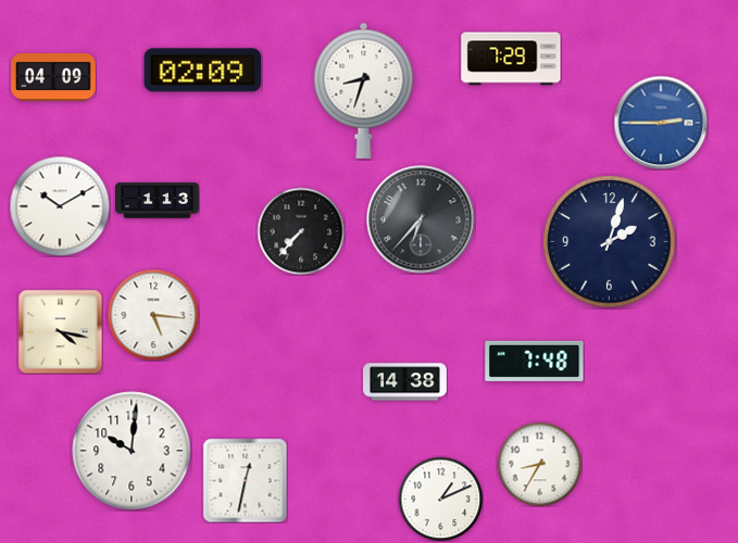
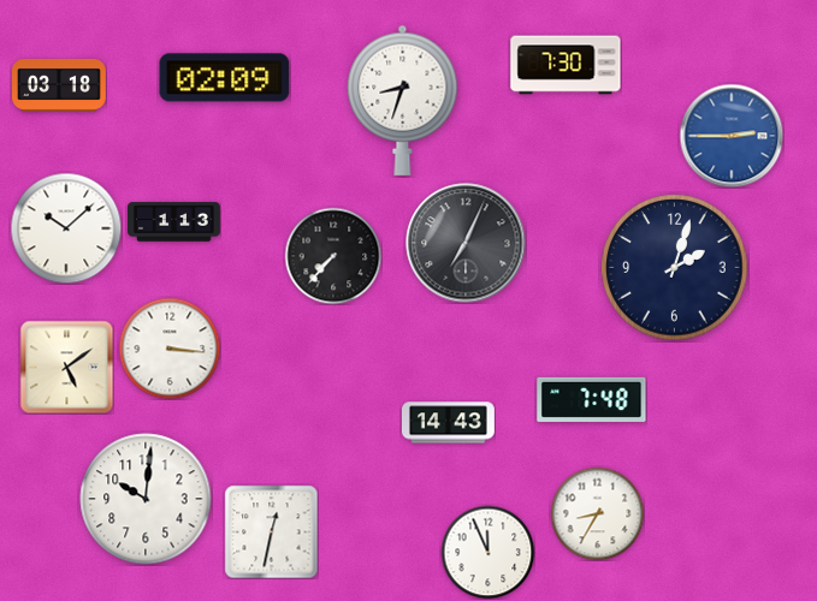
clock at (511, 59): 7:29 -> 7:30
clock at (54, 78): 04:09 -> 03:18
clock at (60, 206): 10:10 -> 10:08
clock at (421, 219): 6:37 -> 7:04
clock at (153, 315): 5:16 -> 3:16
clock at (60, 331): 4:17 -> 5:09
clock at (404, 382): 14:38 -> 14:43
clock at (440, 498): 1:11 -> 11:56
